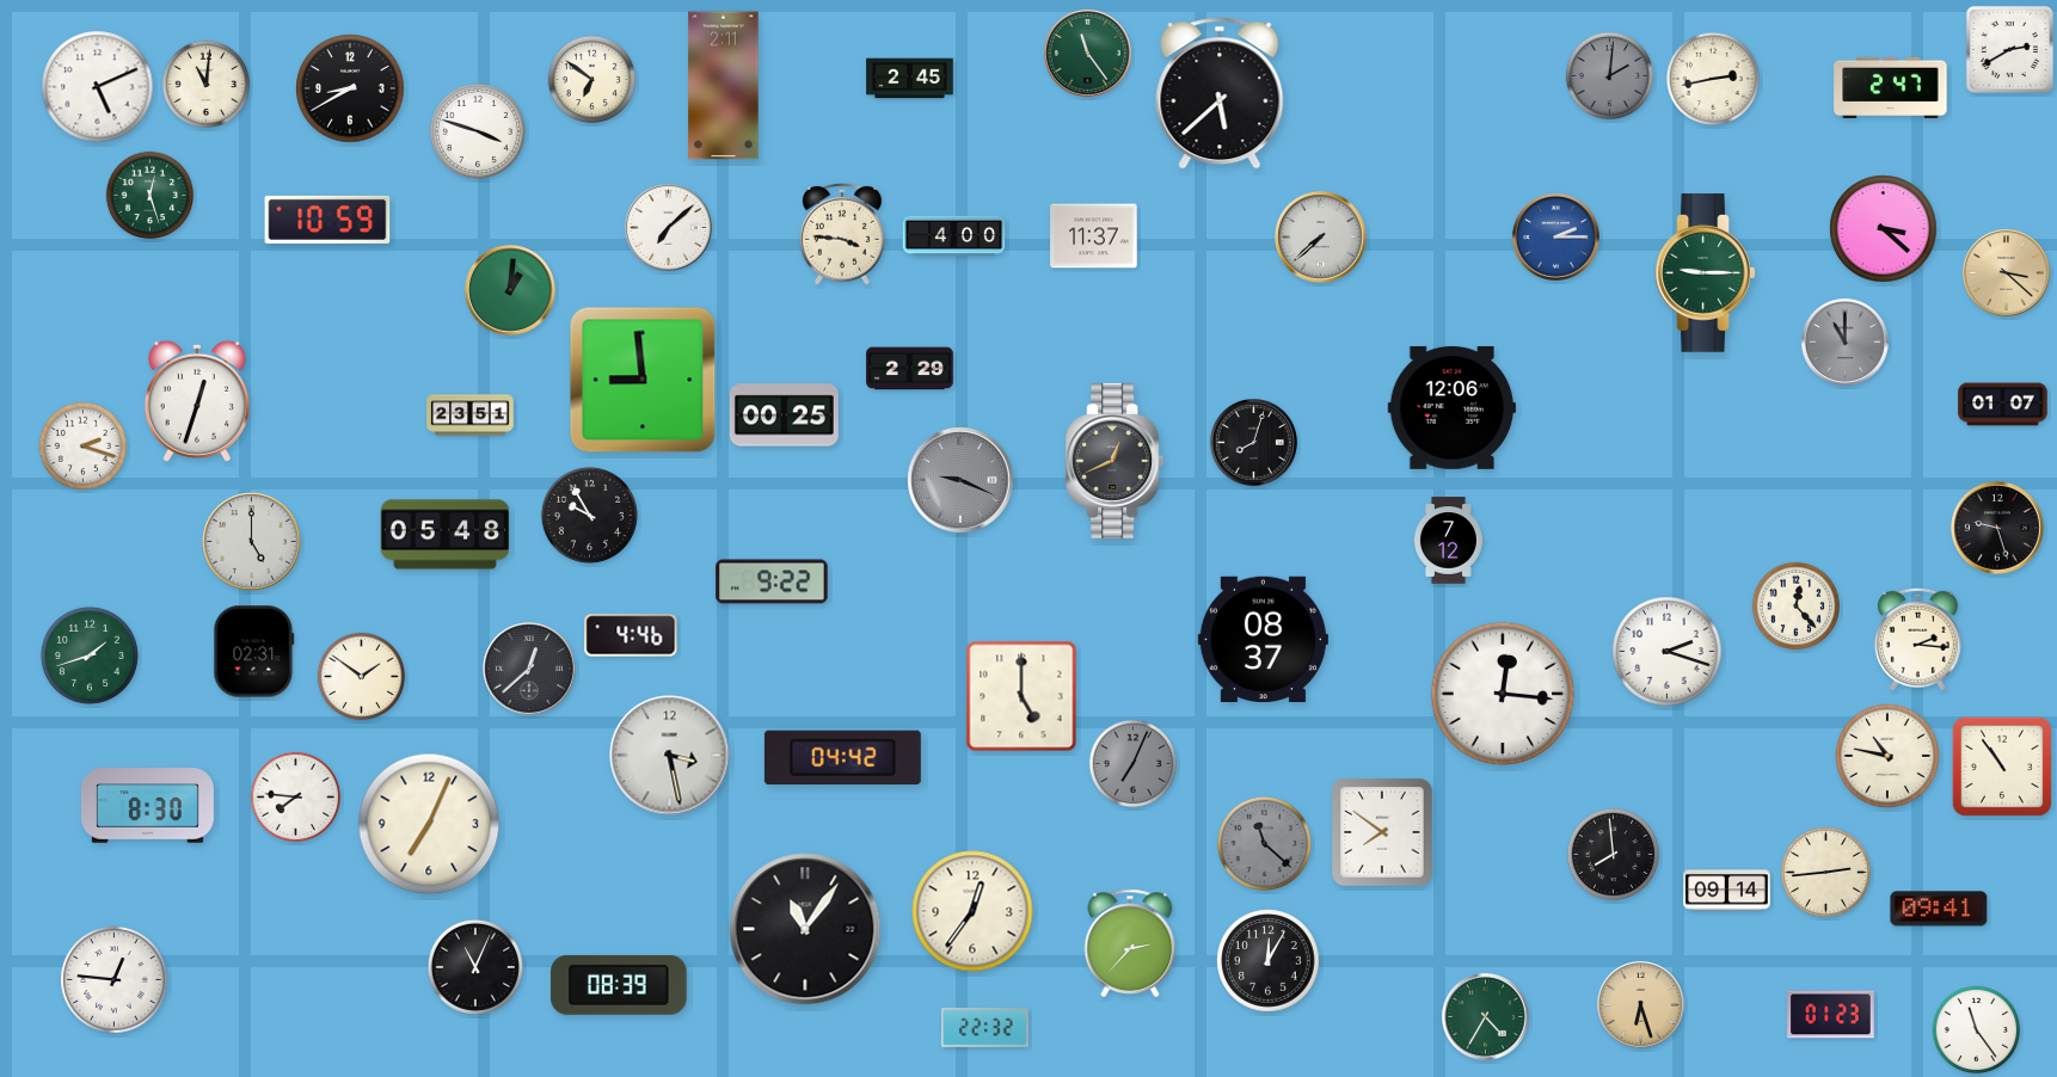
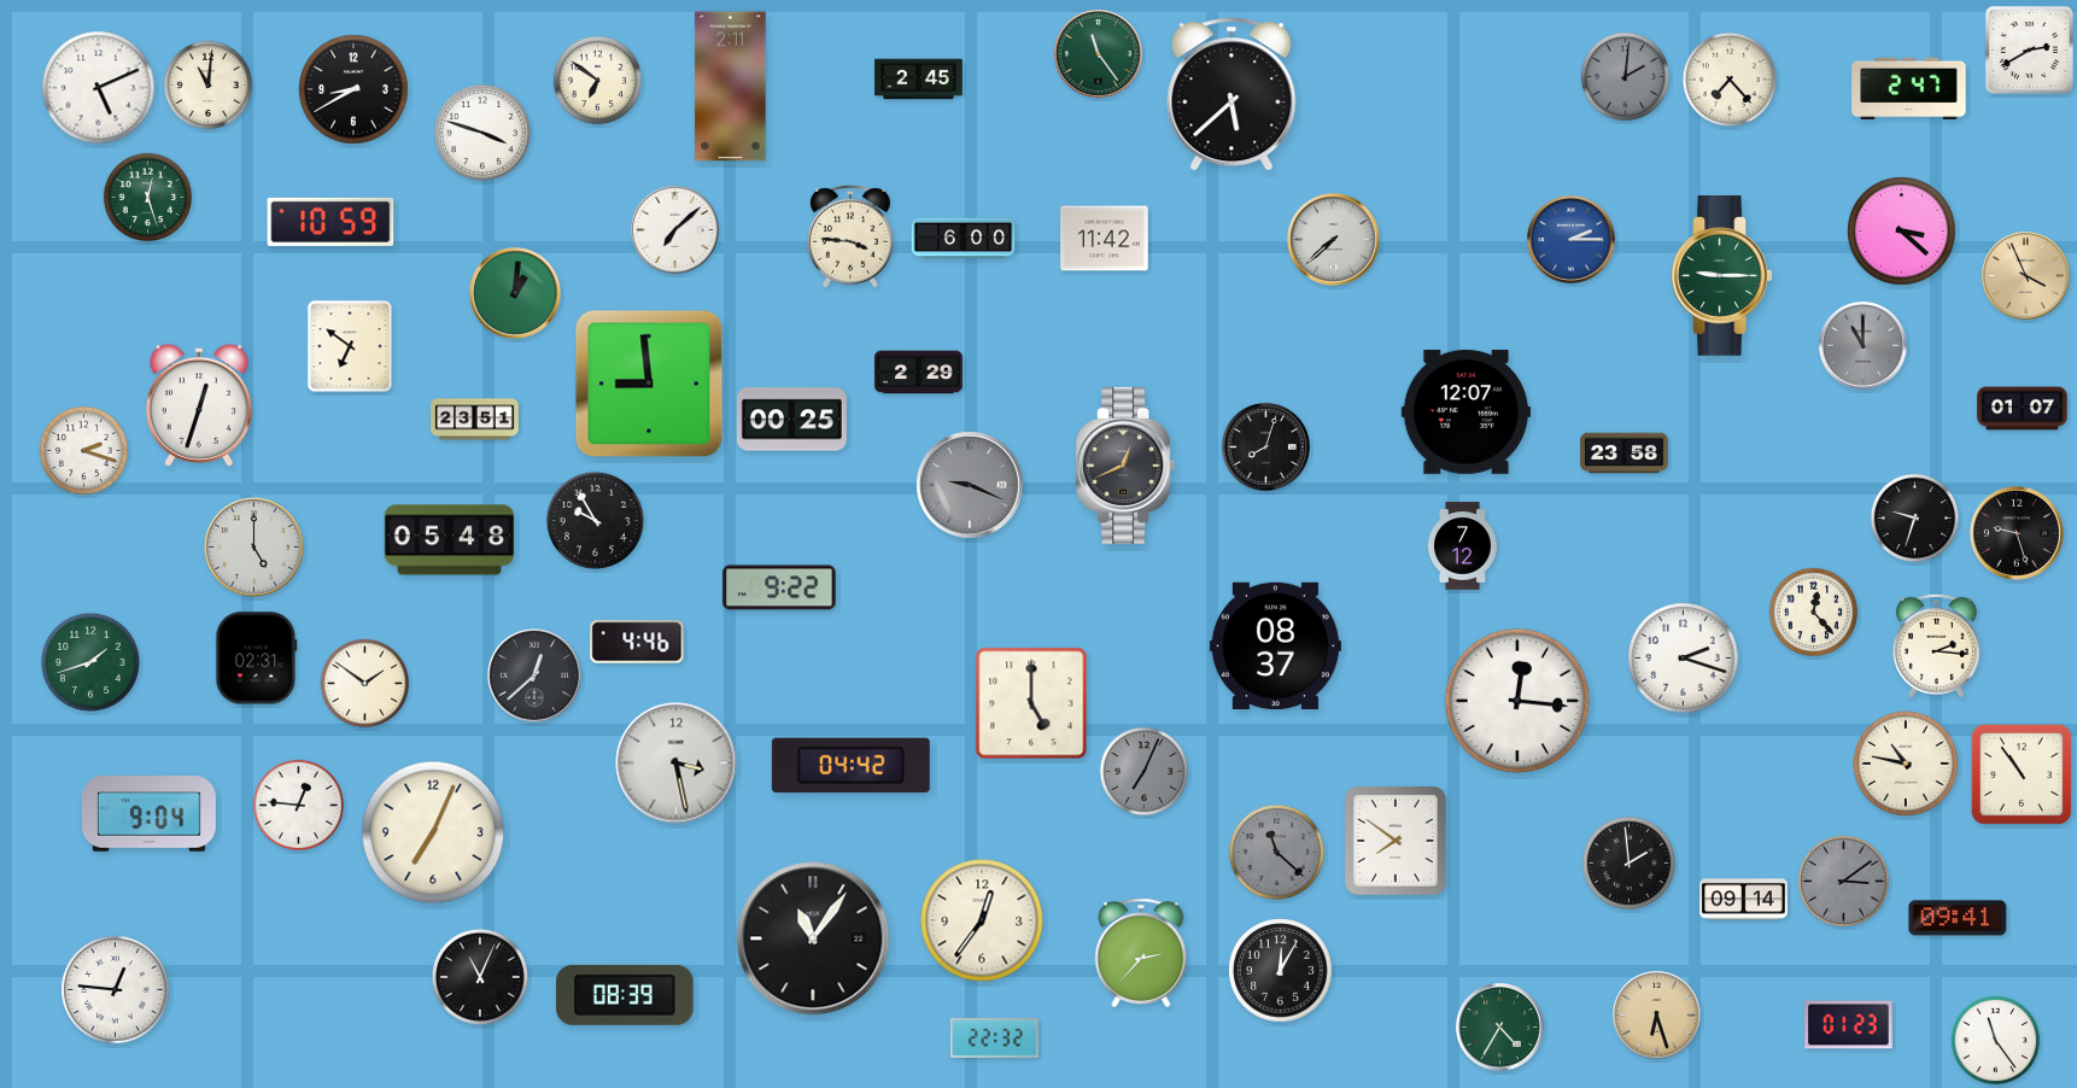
clock at (1713, 79): 2:43 -> 7:23
clock at (151, 196) position: (151, 196) -> (148, 198)
clock at (954, 236): 4:00 -> 6:00
clock at (1094, 236): 11:37 -> 11:42
clock at (2007, 273): 3:22 -> 3:56
clock at (350, 346): none -> 6:51
clock at (1451, 407): 12:06 -> 12:07
clock at (1625, 454): none -> 23:58
clock at (1915, 519): none -> 9:33
clock at (295, 796): 7:46 -> 12:46
clock at (147, 806): 8:30 -> 9:04
clock at (1613, 854): 7:59 -> 1:59
clock at (1825, 872): 2:44 -> 3:09
clock at (1825, 872) dial: cream -> grey
